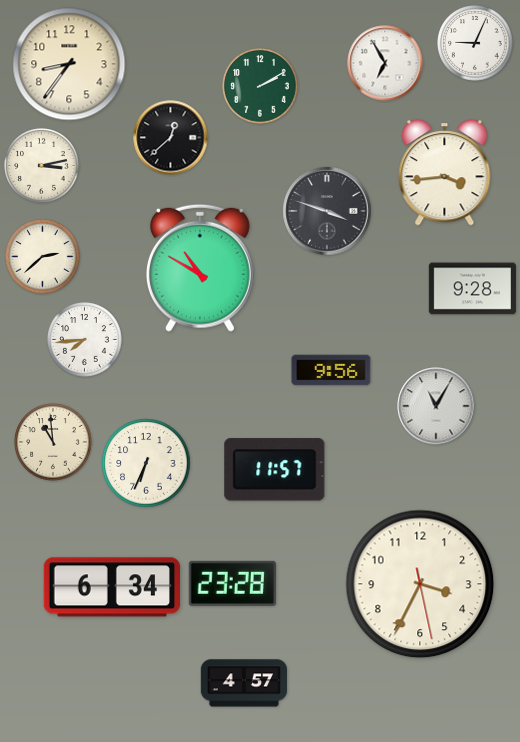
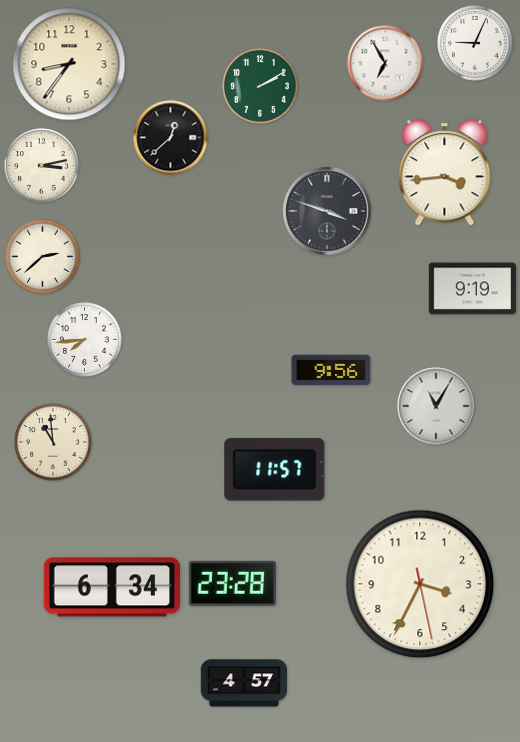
clock at (200, 268): 10:50 -> none
clock at (472, 289): 9:28 -> 9:19
clock at (146, 463): 6:34 -> none
